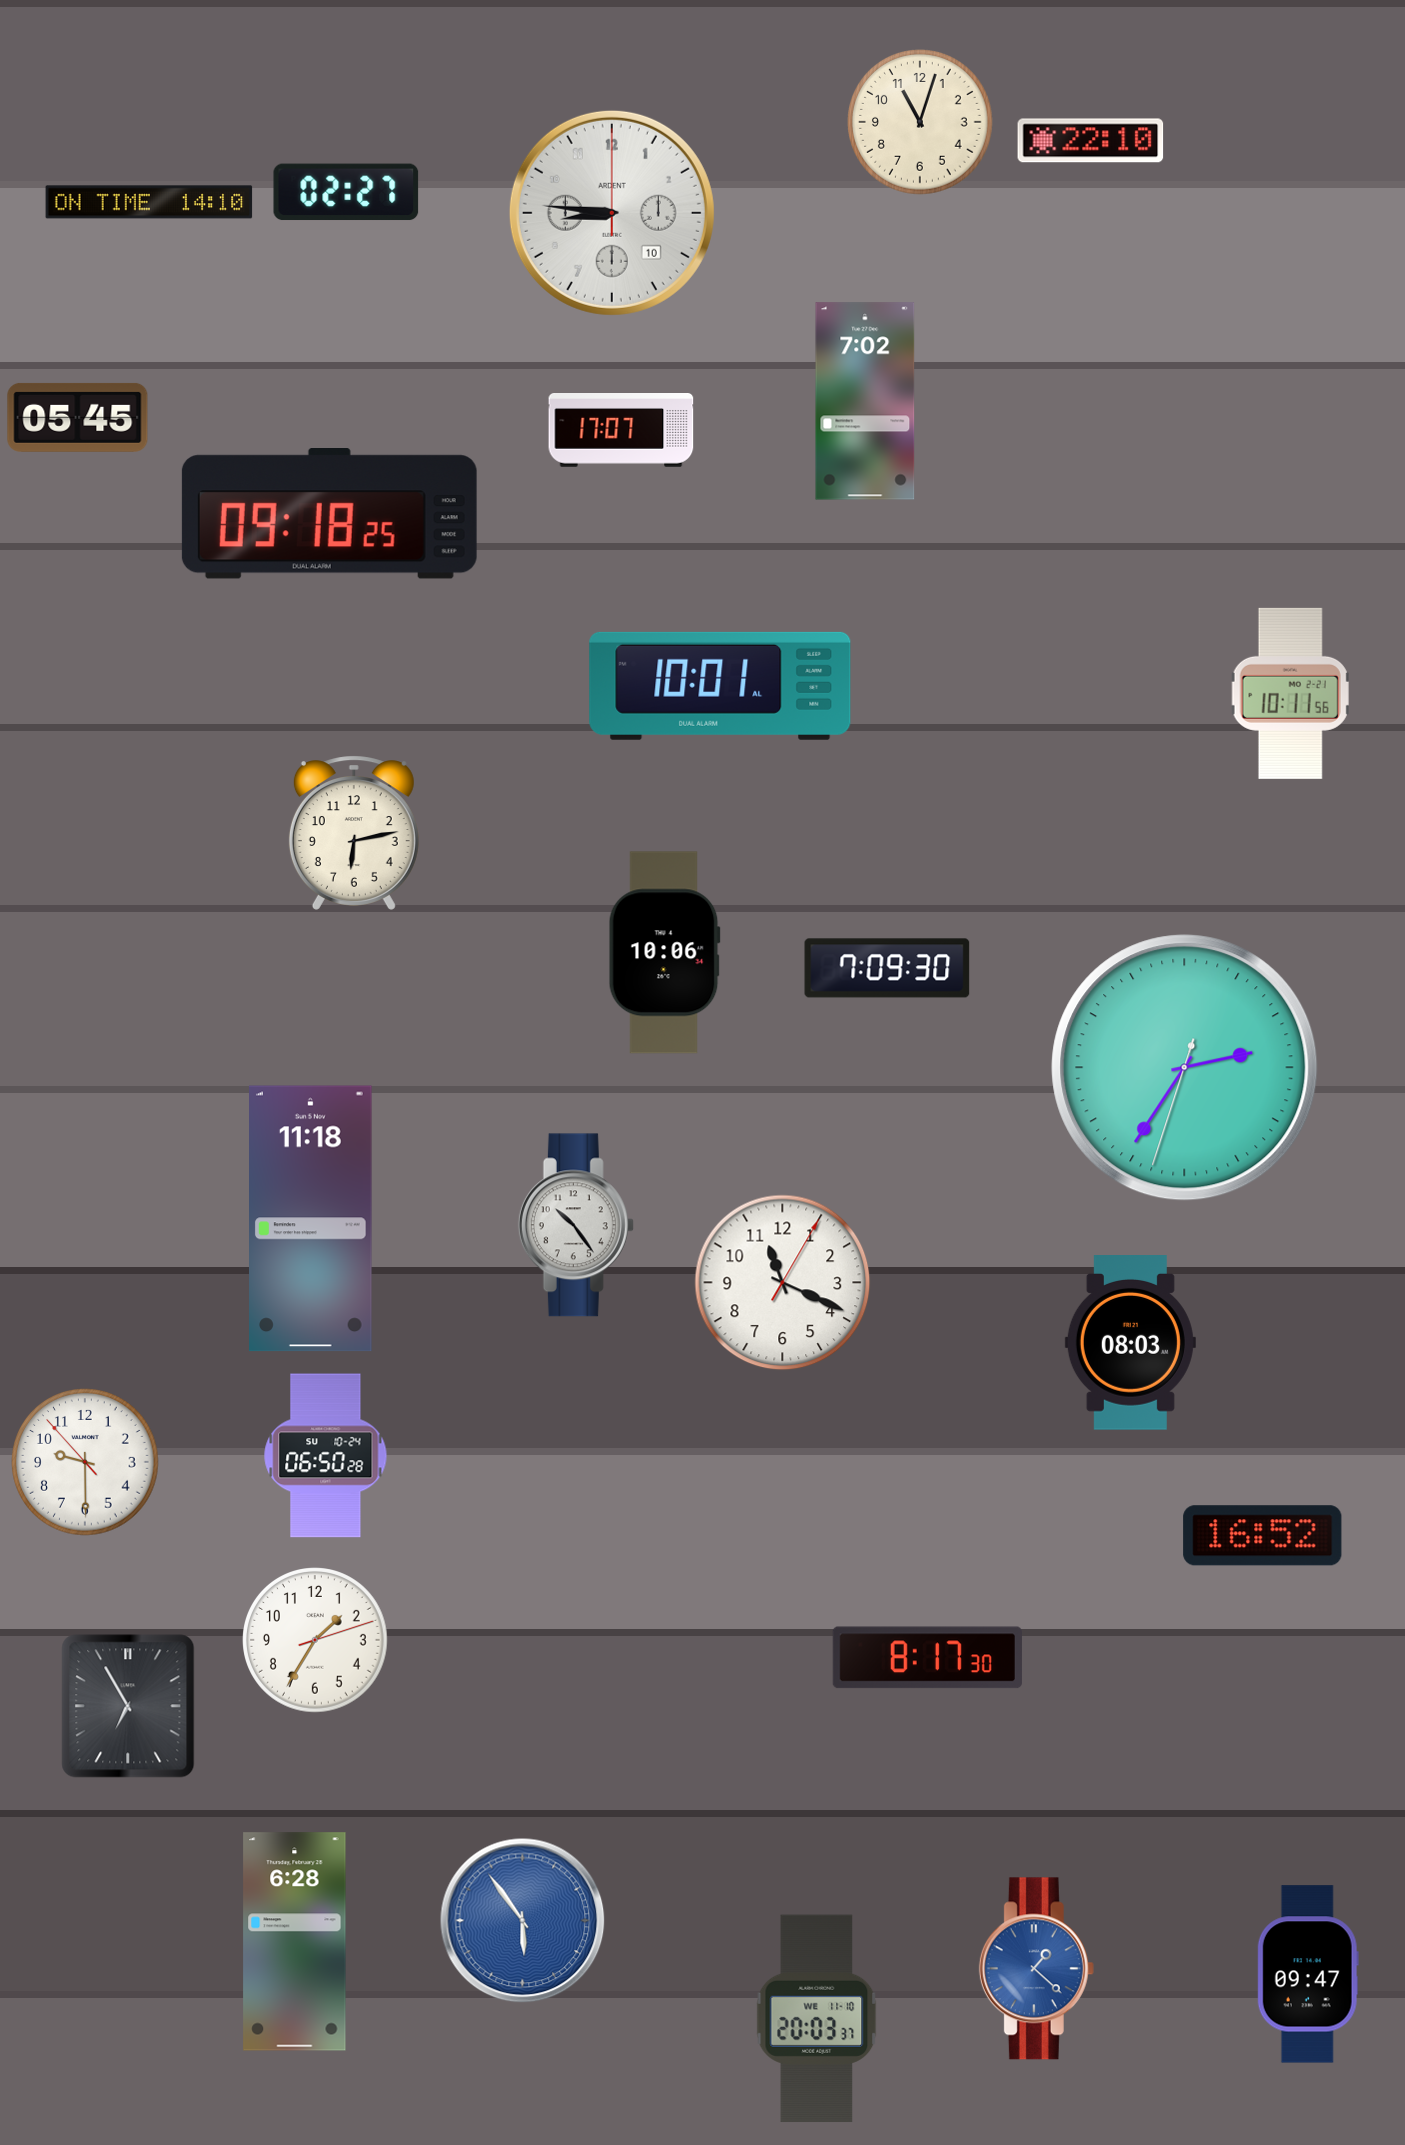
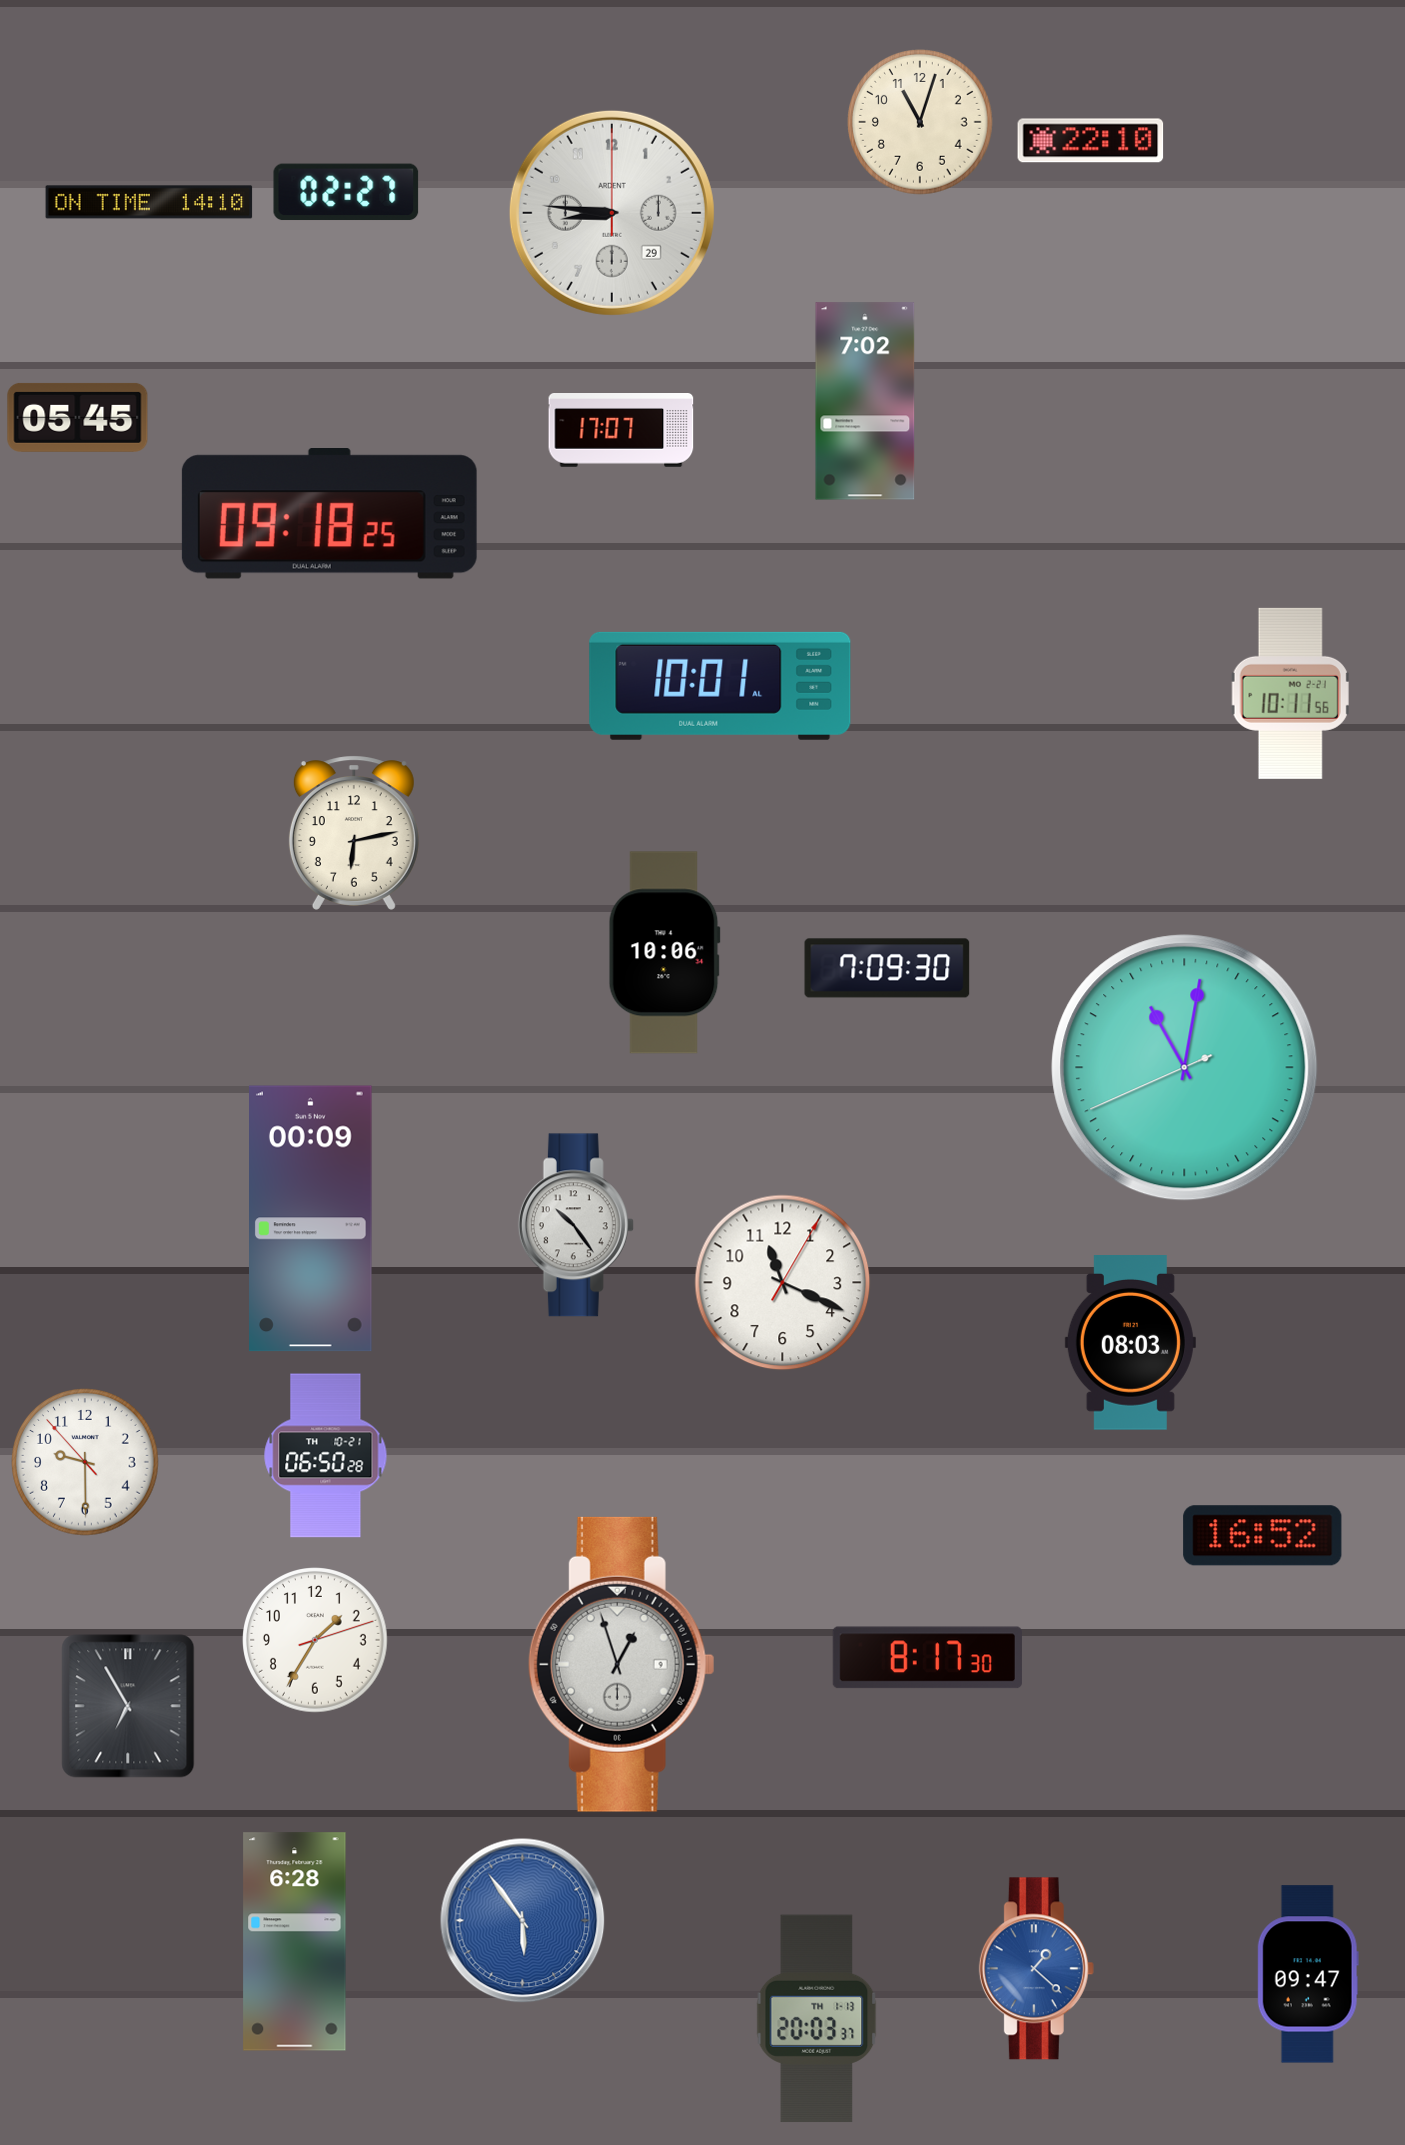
clock at (612, 213) date: 10 -> 29
clock at (1185, 1068): 2:35 -> 11:01
clock at (311, 1219): 11:18 -> 00:09
clock at (326, 1456) date: SU 10-24 -> TH 10-21
clock at (621, 1664): none -> 12:57
clock at (817, 2019) date: WE 11-10 -> TH 1-13
